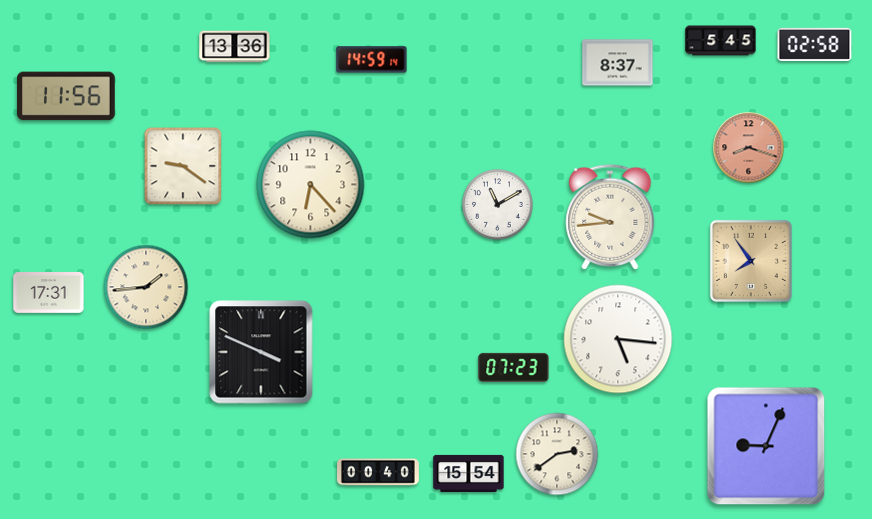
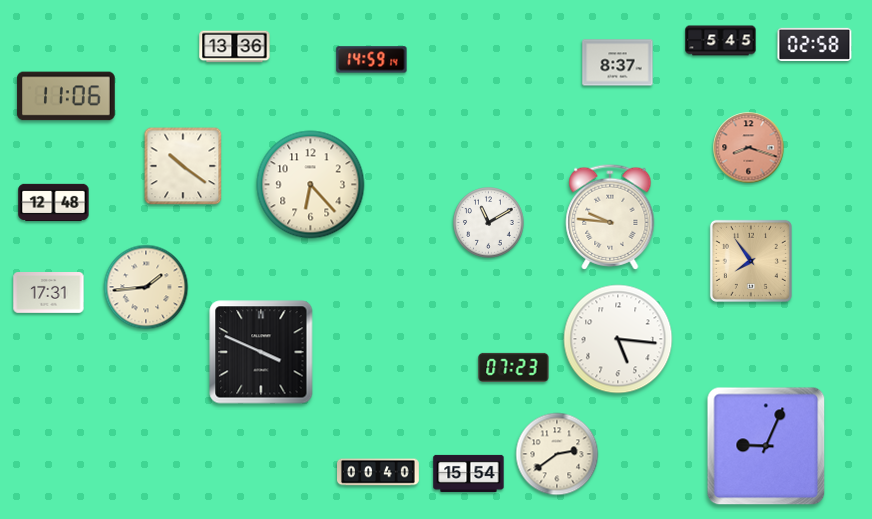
clock at (66, 96): 11:56 -> 11:06
clock at (183, 166): 9:21 -> 10:21
clock at (54, 203): none -> 12:48
clock at (498, 205) position: (498, 205) -> (489, 223)
clock at (610, 217): 9:44 -> 9:46
